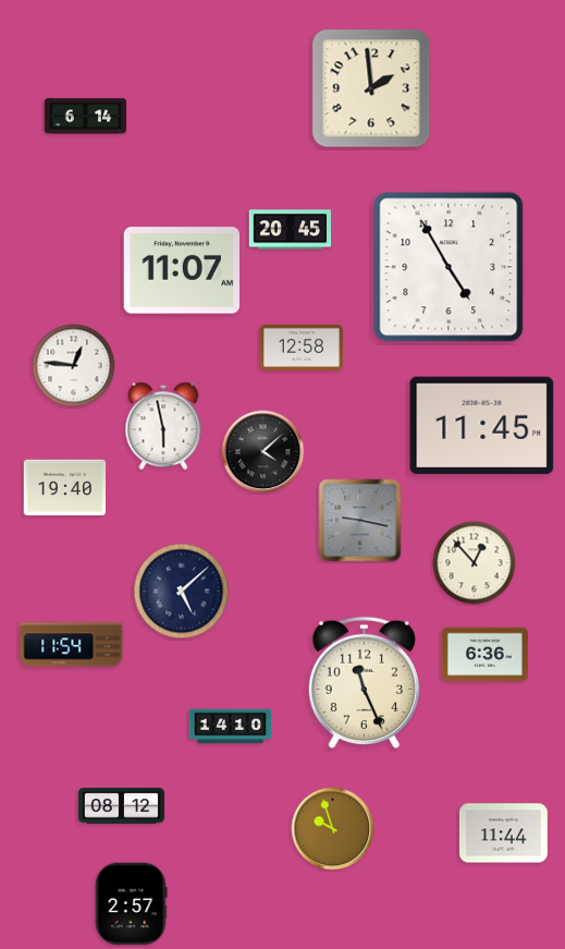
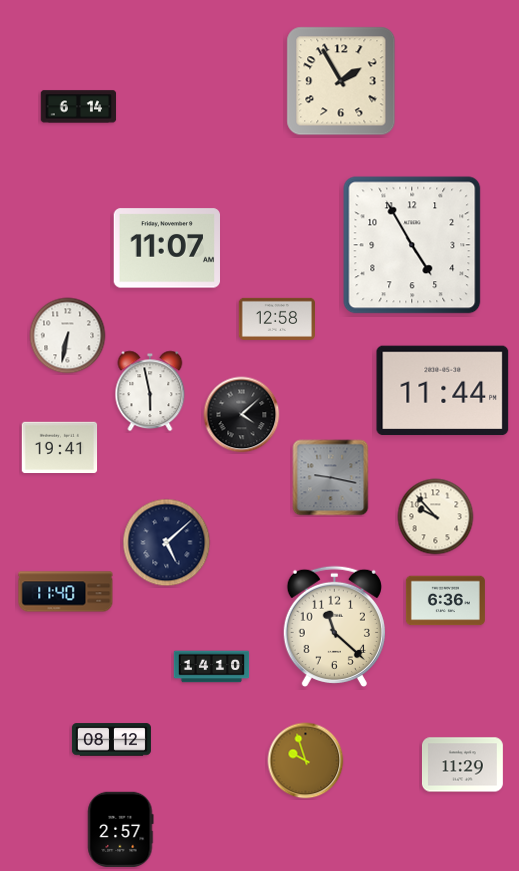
clock at (371, 88): 1:59 -> 1:55
clock at (291, 230): 20:45 -> none
clock at (74, 366): 12:46 -> 6:32
clock at (482, 426): 11:45 -> 11:44
clock at (65, 488): 19:40 -> 19:41
clock at (475, 563): 12:53 -> 9:53
clock at (72, 645): 11:54 -> 11:40
clock at (364, 682): 11:26 -> 11:22
clock at (503, 834): 11:44 -> 11:29
